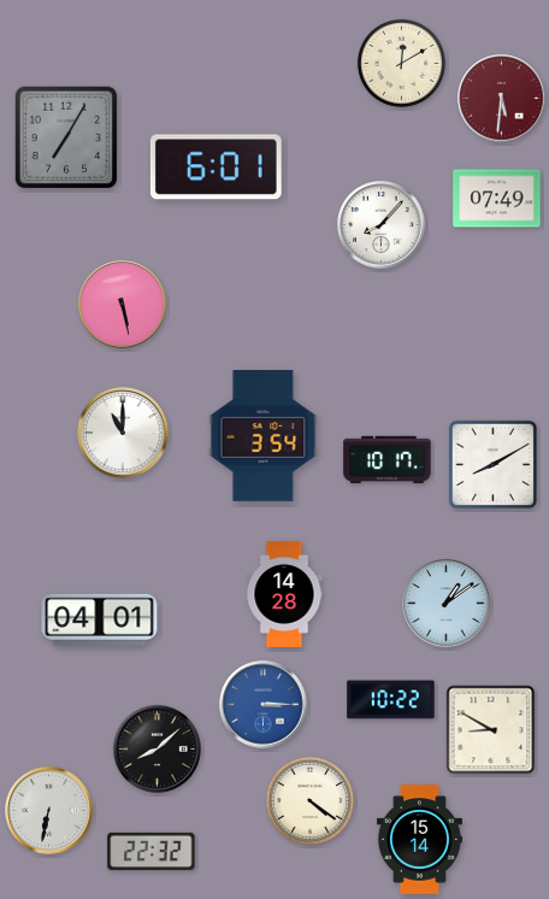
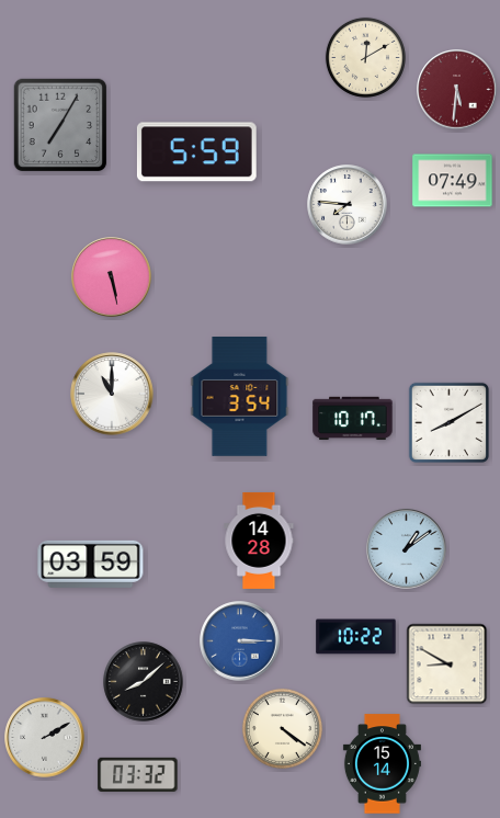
clock at (216, 168): 6:01 -> 5:59
clock at (382, 225): 8:07 -> 7:46
clock at (100, 619): 04:01 -> 03:59
clock at (49, 811): 6:32 -> 2:10
clock at (152, 851): 22:32 -> 03:32
